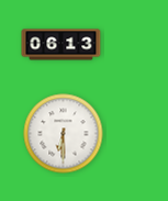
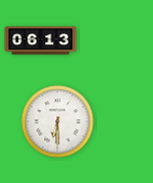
clock at (61, 45) position: (61, 45) -> (41, 41)
